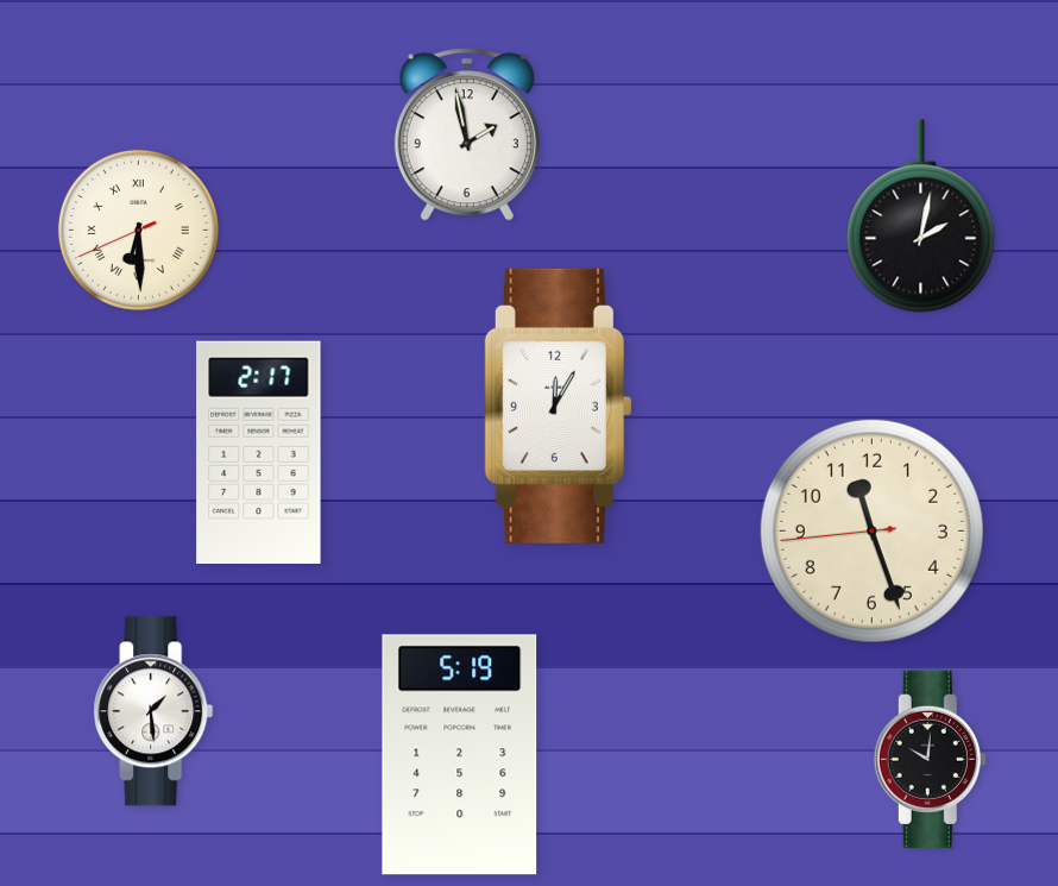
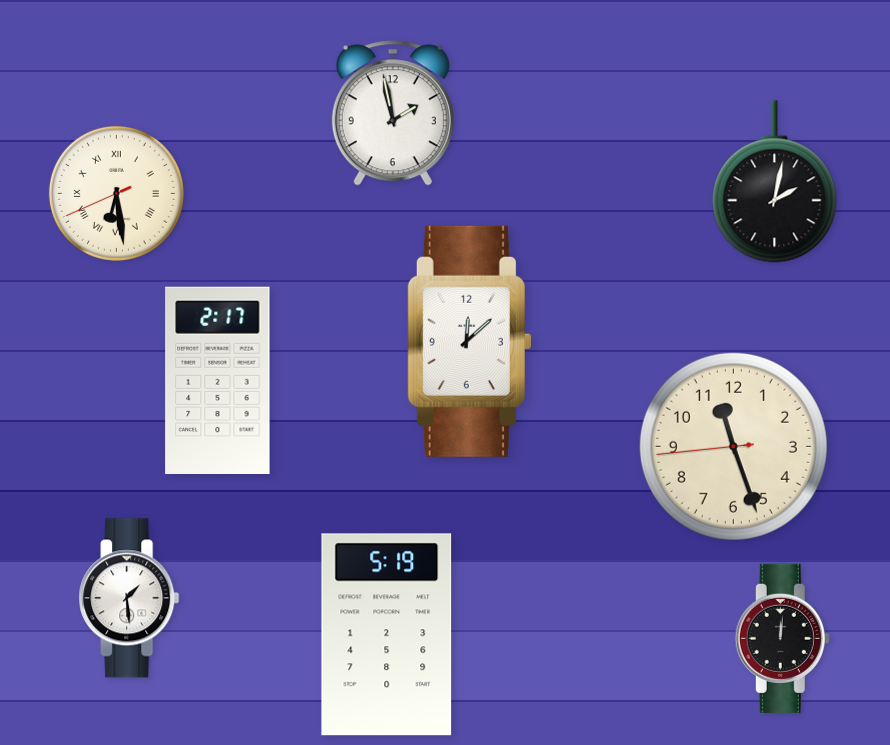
clock at (138, 230): 6:29 -> 6:28
clock at (558, 406): 12:05 -> 12:08
clock at (930, 759): 10:01 -> 12:01
